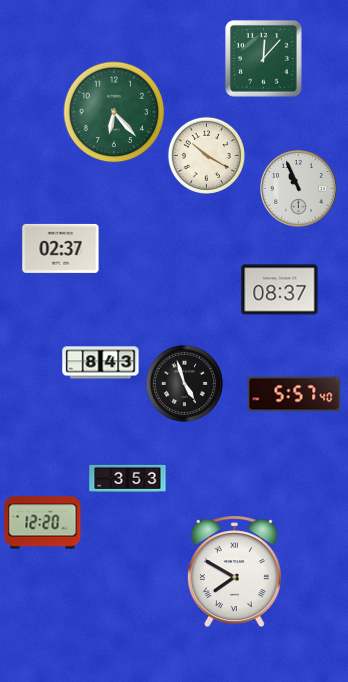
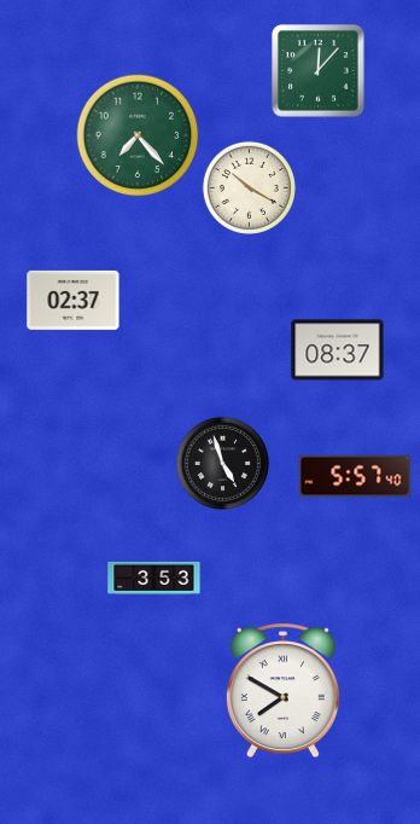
clock at (114, 112): 6:23 -> 7:23
clock at (299, 189): 10:56 -> none
clock at (101, 363): 8:43 -> none
clock at (43, 523): 12:20 -> none
